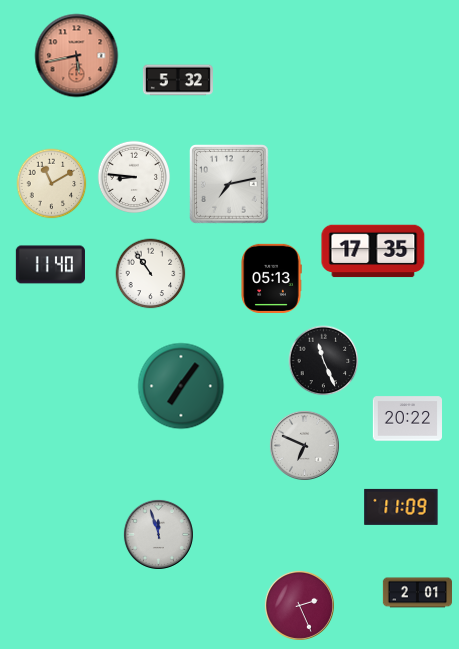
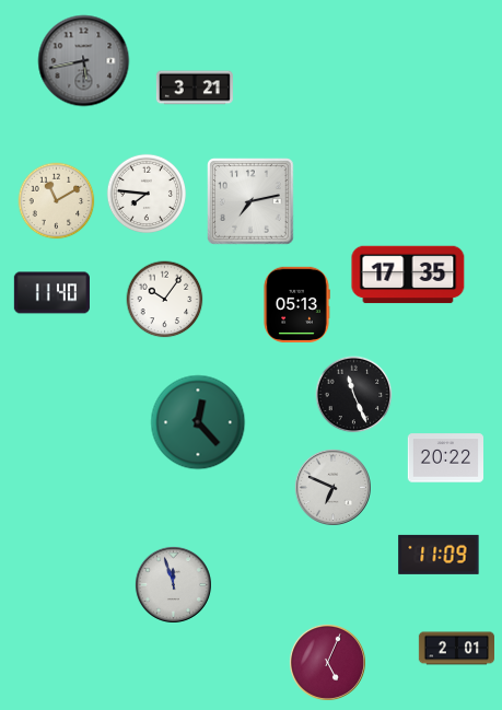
clock at (77, 56) dial: salmon -> grey
clock at (178, 80): 5:32 -> 3:21
clock at (134, 177): 8:46 -> 7:46
clock at (50, 265) position: (50, 265) -> (51, 293)
clock at (151, 274): 10:54 -> 10:06
clock at (181, 386): 7:06 -> 12:23
clock at (299, 605): 2:26 -> 5:04
